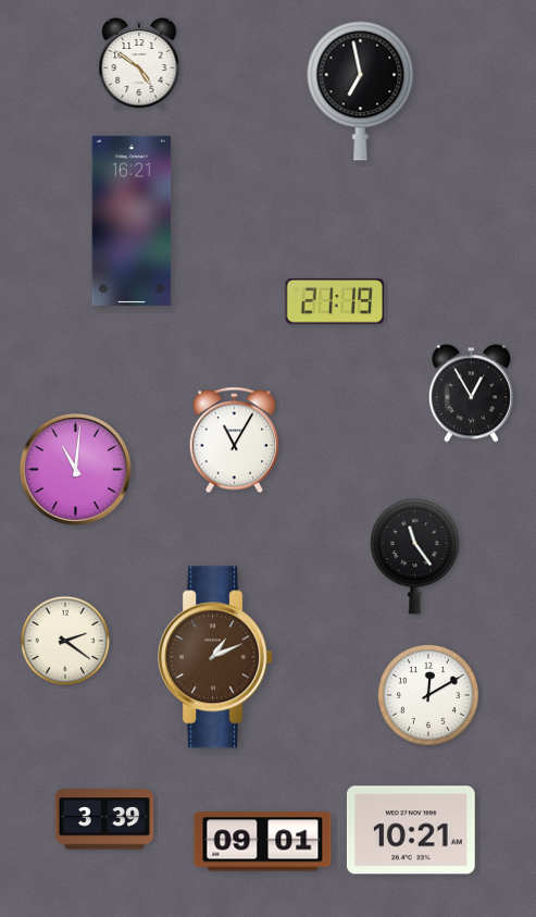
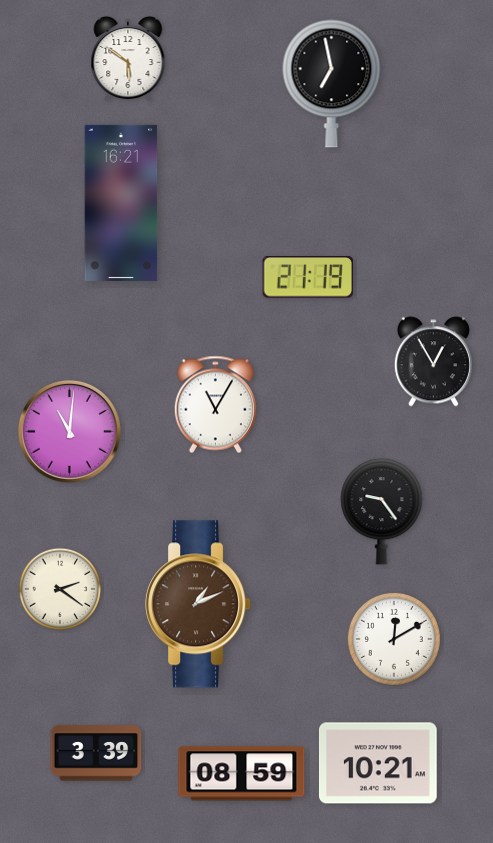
clock at (139, 64): 4:51 -> 5:51
clock at (415, 556): 11:24 -> 9:24
clock at (263, 842): 09:01 -> 08:59
